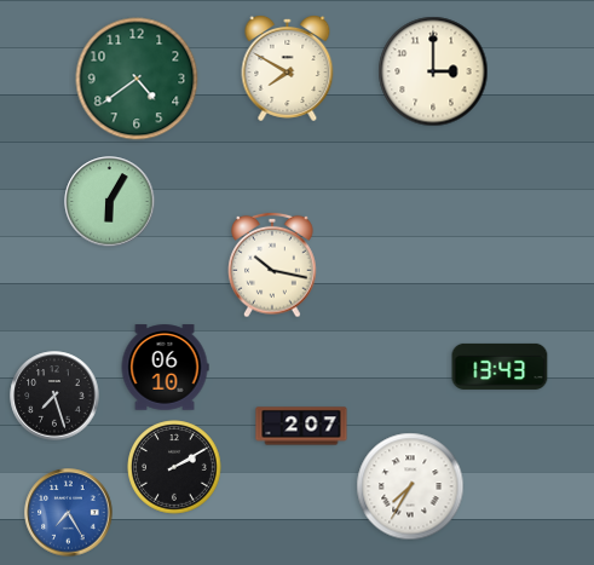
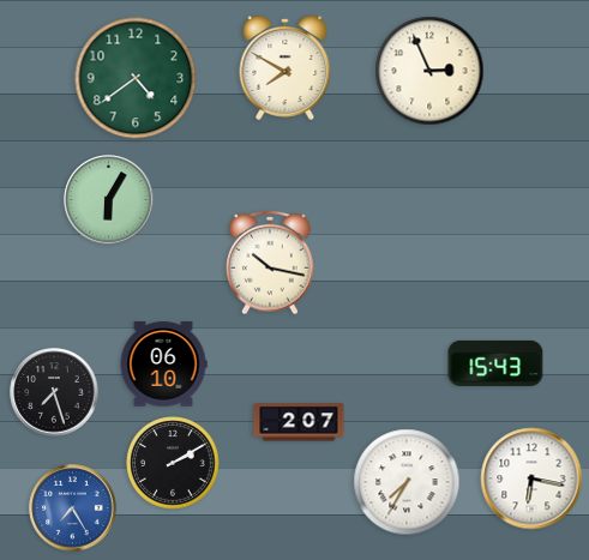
clock at (433, 71): 3:00 -> 2:56
clock at (500, 367): 13:43 -> 15:43
clock at (531, 478): none -> 6:17
clock at (69, 513) position: (69, 513) -> (73, 508)
